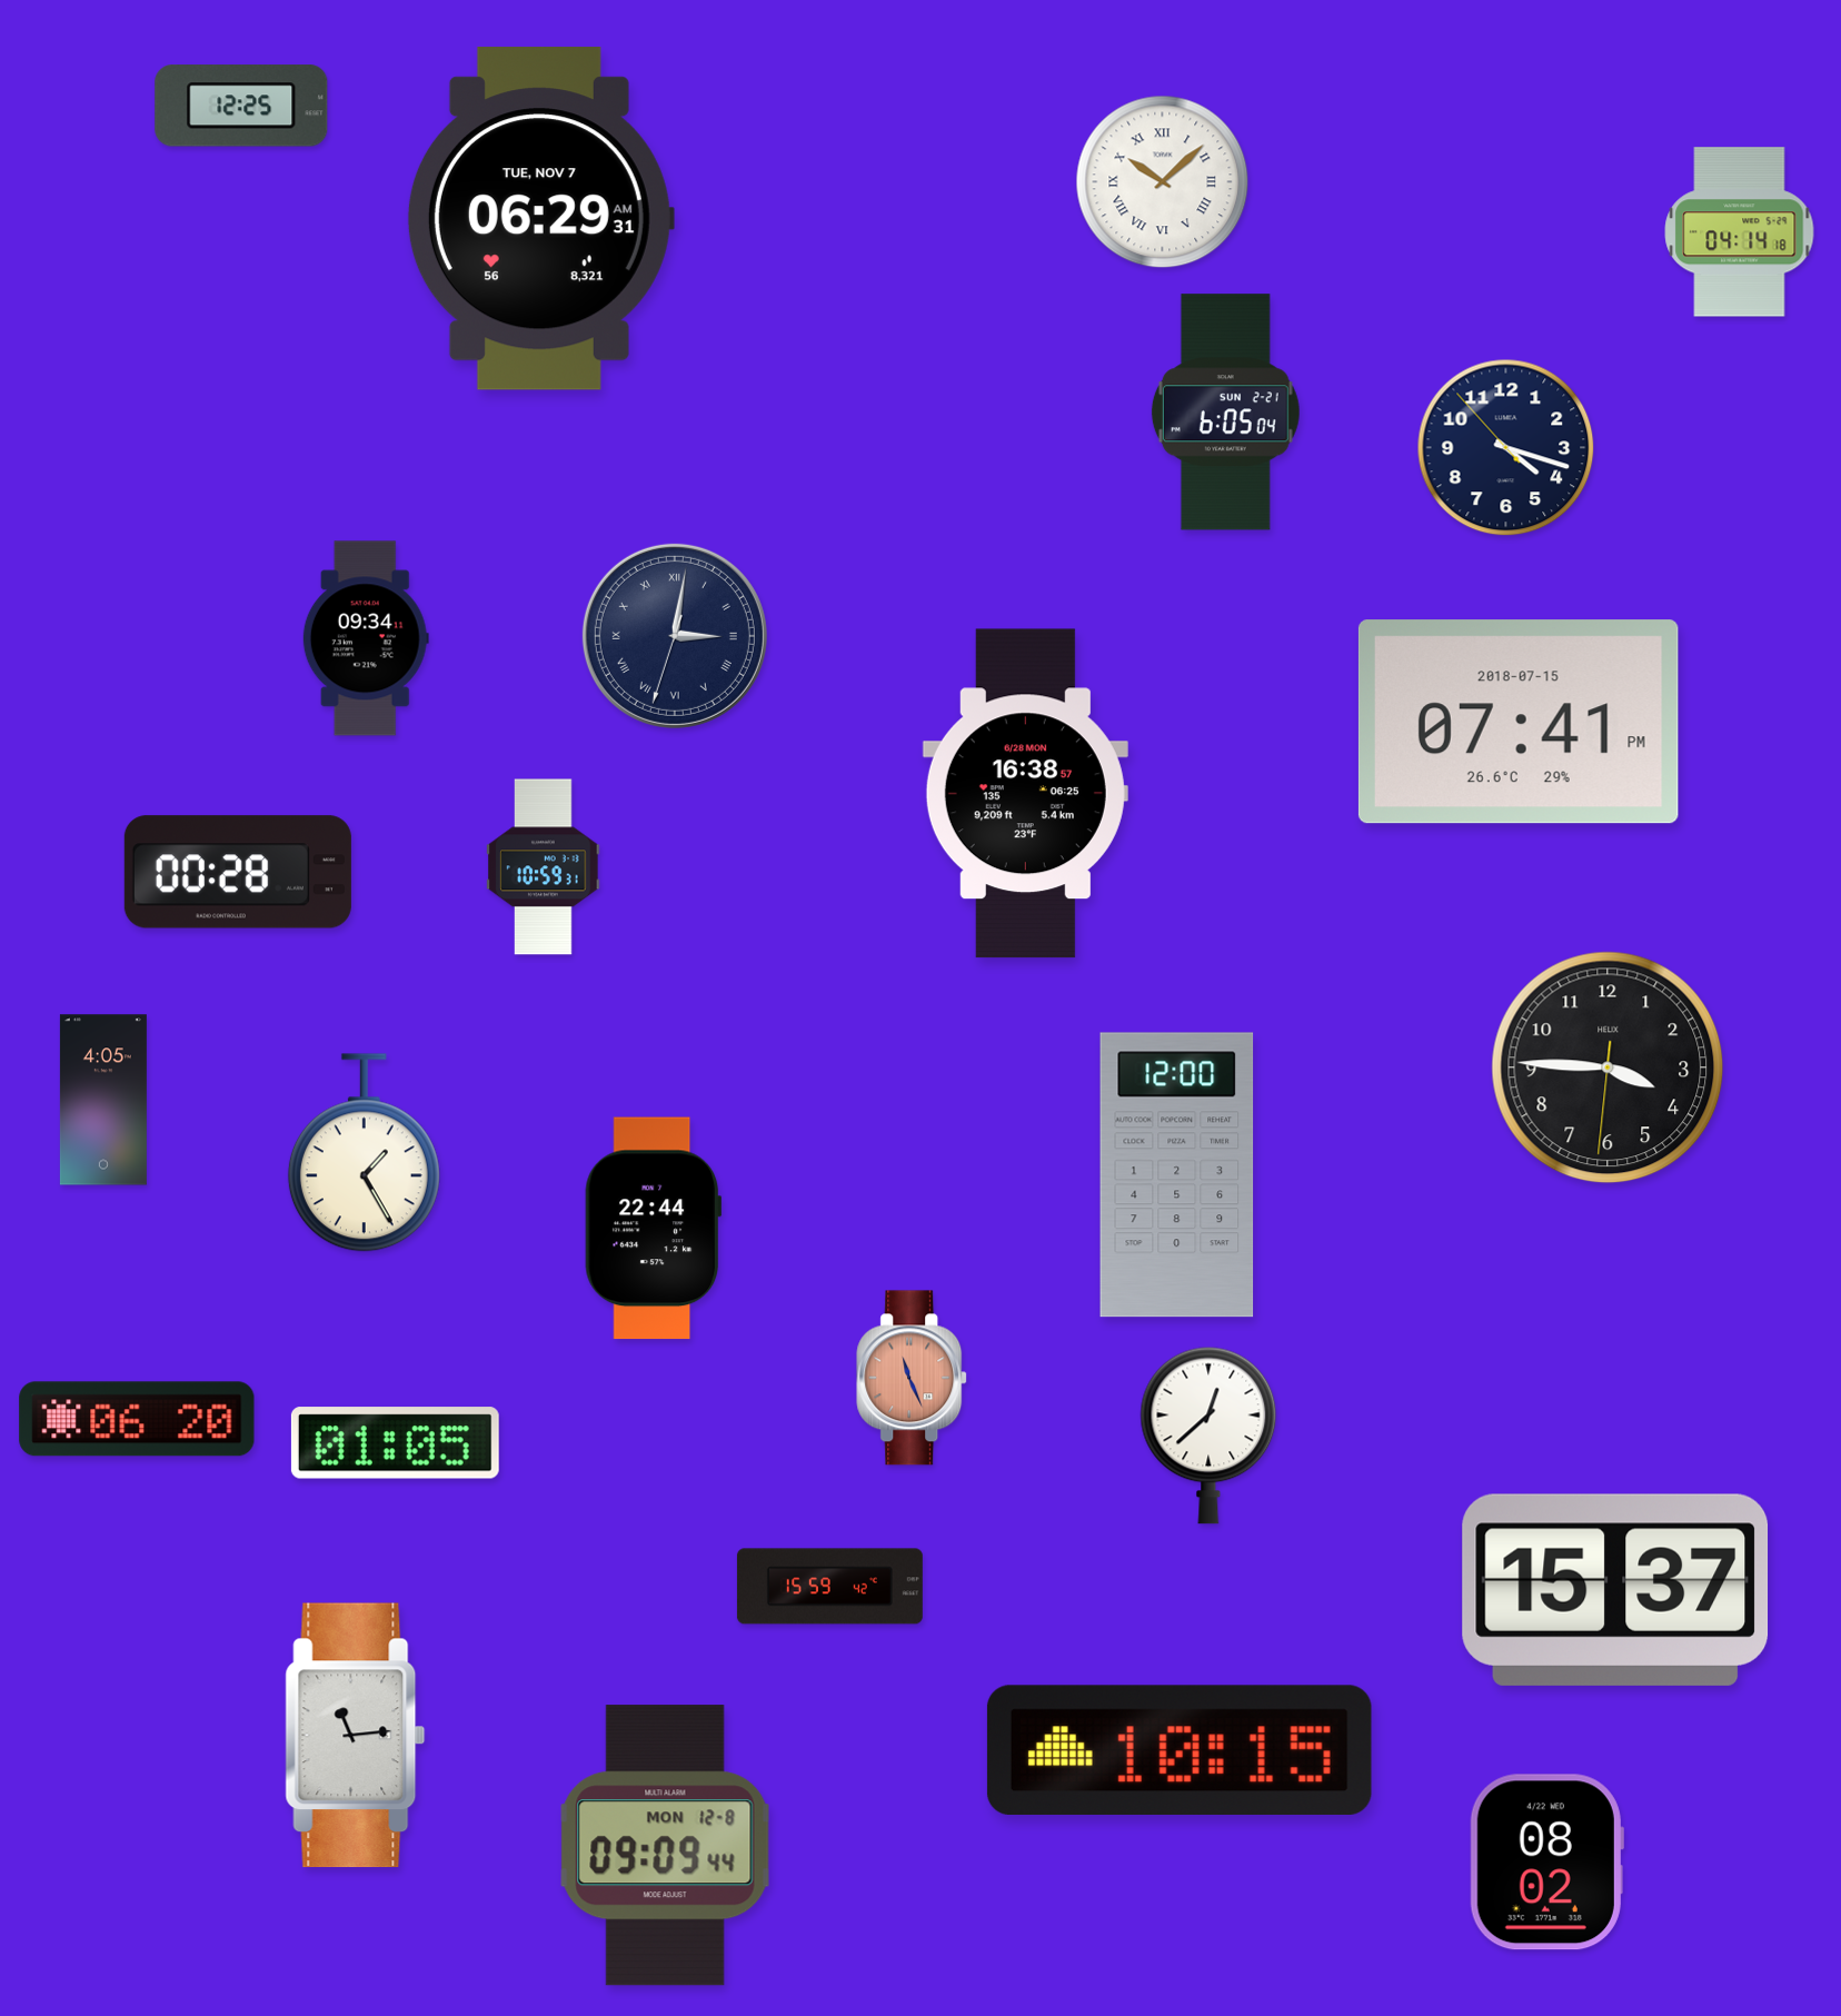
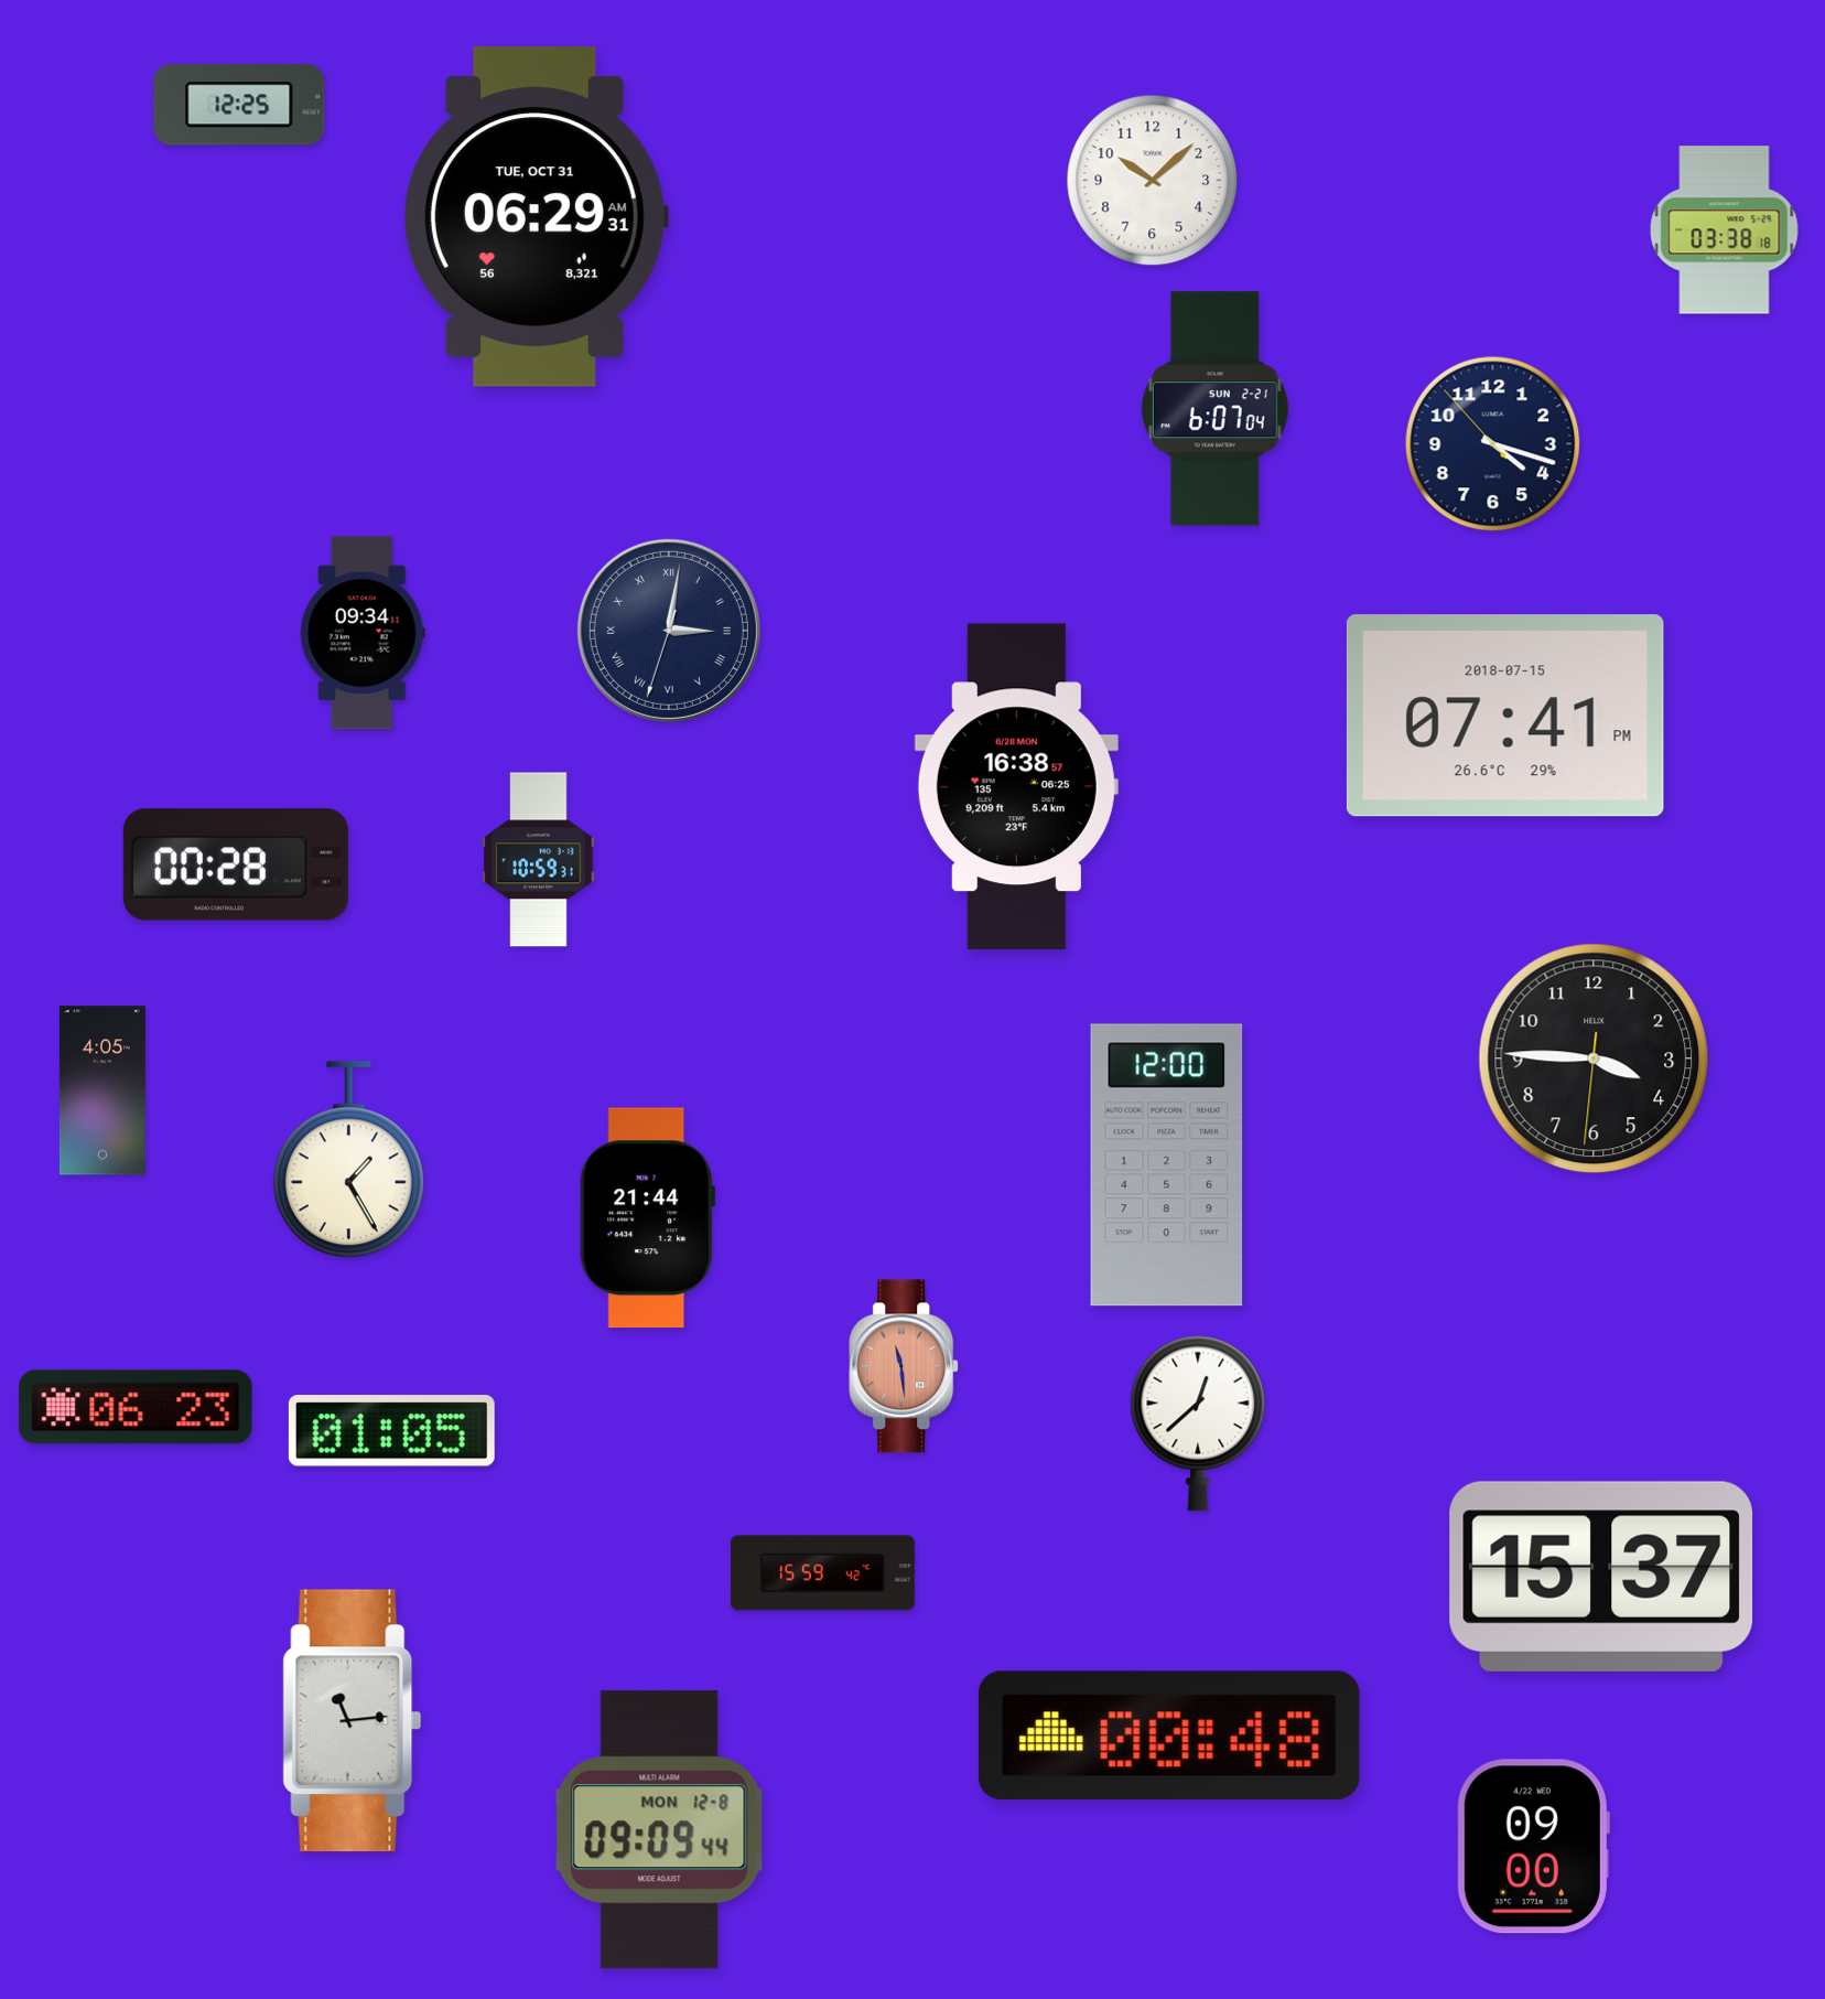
clock at (1163, 182) numerals: Roman -> Arabic
clock at (540, 219) date: TUE, NOV 7 -> TUE, OCT 31
clock at (1740, 232): 04:14 -> 03:38
clock at (1225, 413): 6:05 -> 6:07
clock at (364, 1153) position: (364, 1153) -> (348, 1160)
clock at (654, 1229): 22:44 -> 21:44
clock at (913, 1378): 11:26 -> 11:29
clock at (137, 1419): 06:20 -> 06:23
clock at (1180, 1749): 10:15 -> 00:48
clock at (1546, 1863): 08:02 -> 09:00
